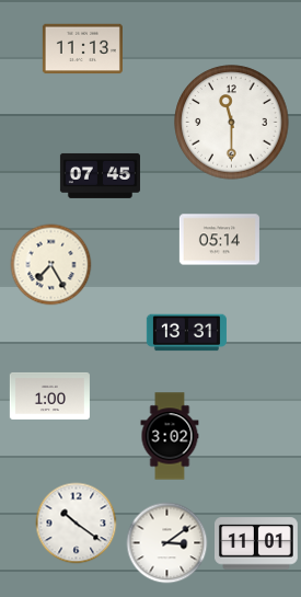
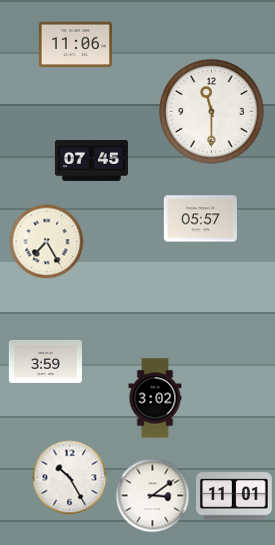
clock at (82, 49): 11:13 -> 11:06
clock at (219, 240): 05:14 -> 05:57
clock at (186, 333): 13:31 -> none
clock at (49, 395): 1:00 -> 3:59
clock at (77, 524): 10:21 -> 10:25
